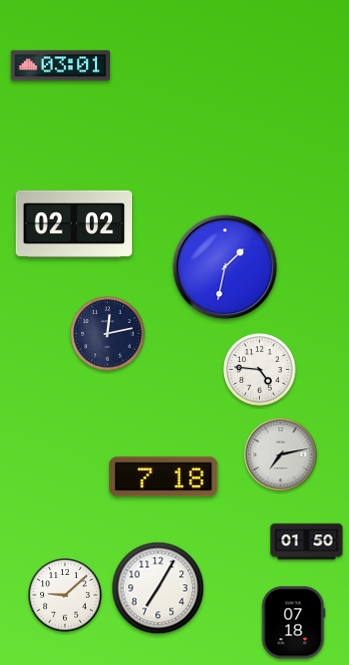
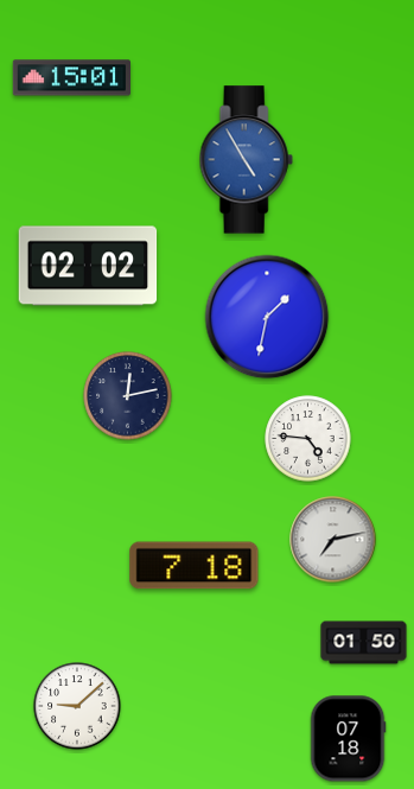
clock at (60, 66): 03:01 -> 15:01
clock at (246, 160): none -> 4:55
clock at (158, 588): 7:05 -> none
